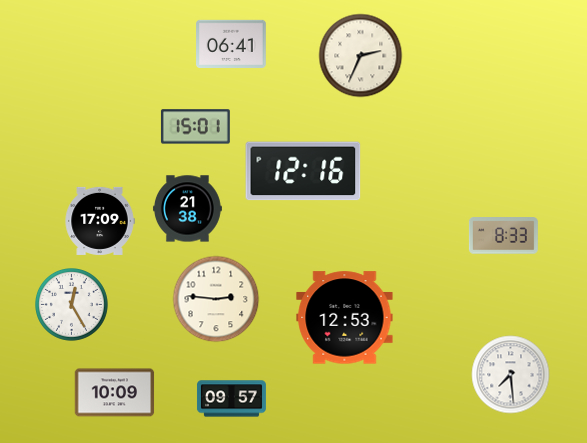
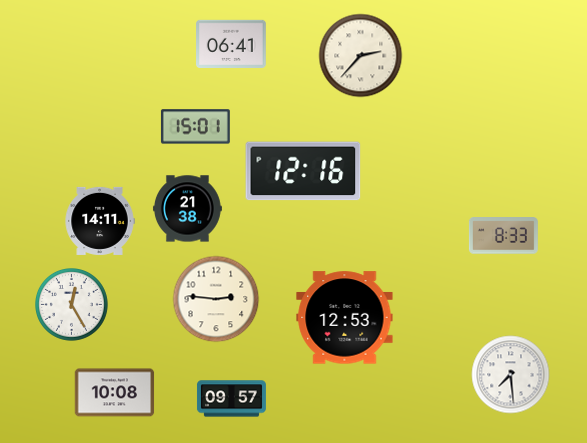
clock at (361, 56): 2:34 -> 2:37
clock at (100, 221): 17:09 -> 14:11
clock at (115, 393): 10:09 -> 10:08
